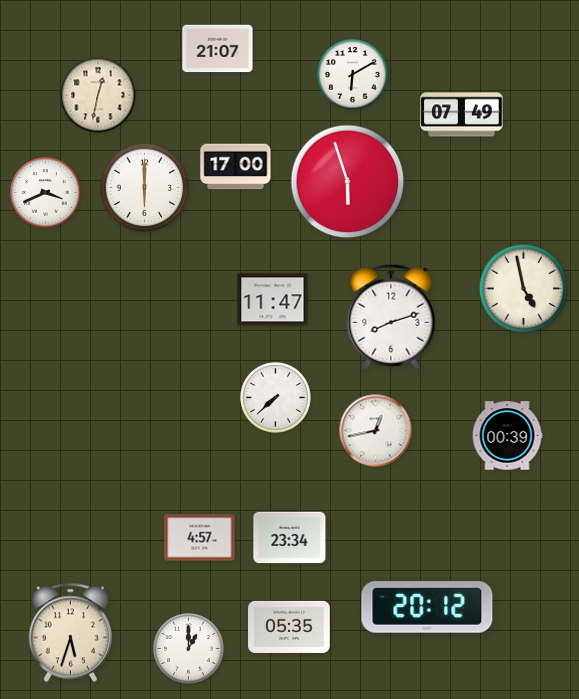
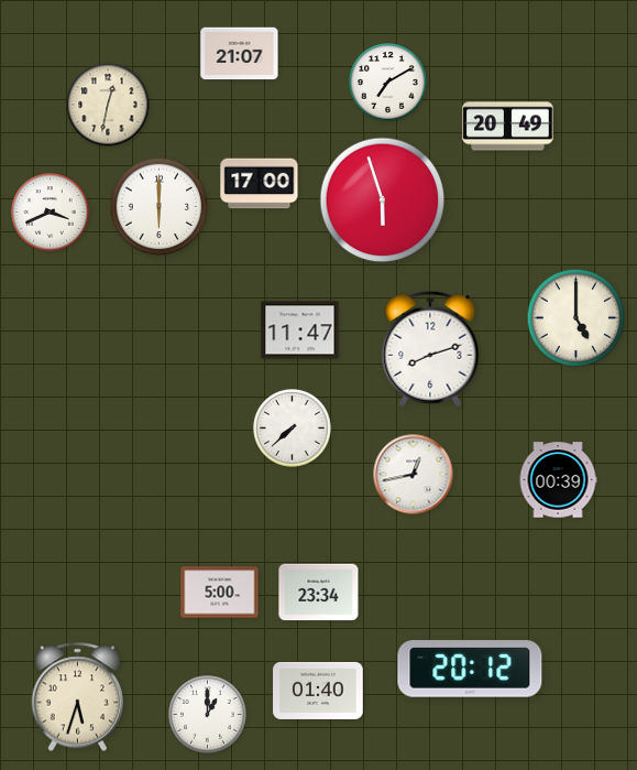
clock at (353, 75): 6:10 -> 7:10
clock at (462, 115): 07:49 -> 20:49
clock at (524, 289): 4:58 -> 5:00
clock at (276, 398) position: (276, 398) -> (293, 429)
clock at (200, 538): 4:57 -> 5:00
clock at (289, 627): 05:35 -> 01:40
